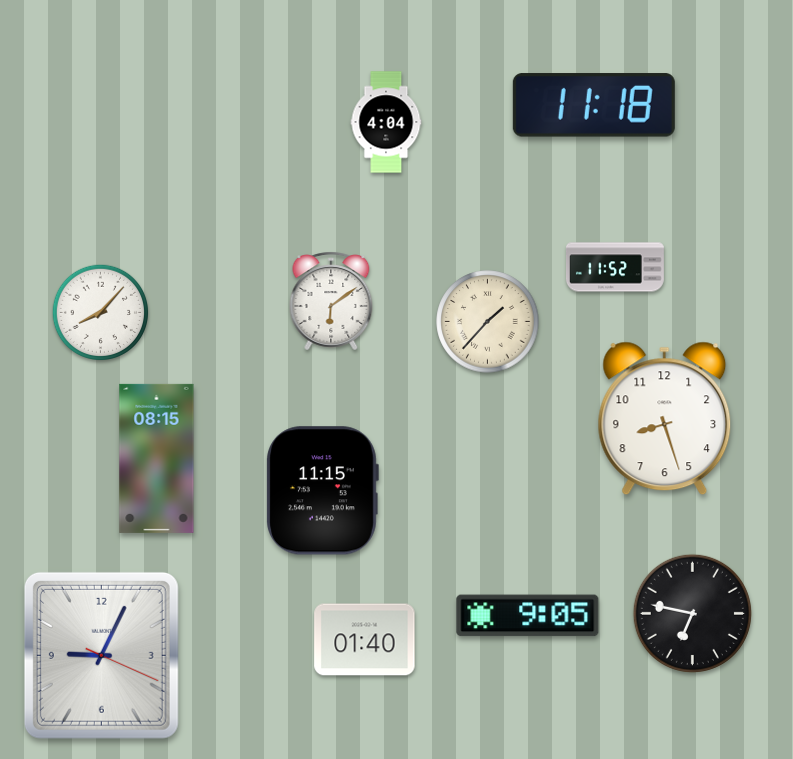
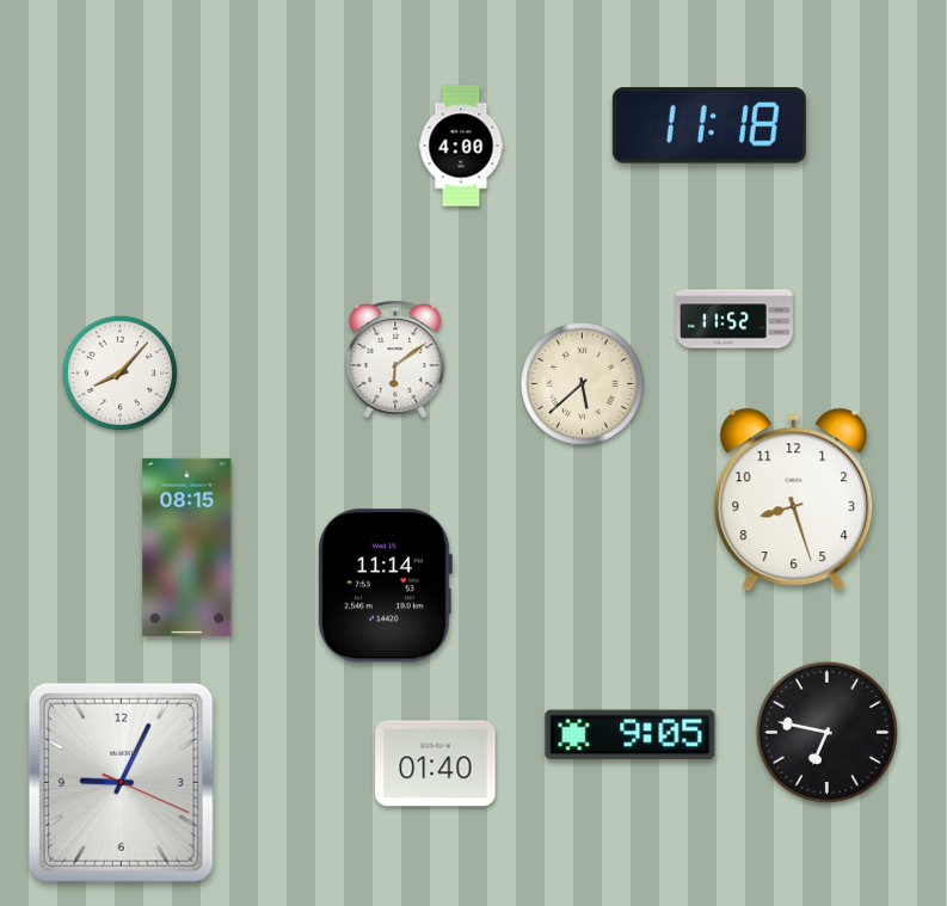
clock at (386, 122): 4:04 -> 4:00
clock at (488, 322): 1:37 -> 5:38
clock at (322, 491): 11:15 -> 11:14
